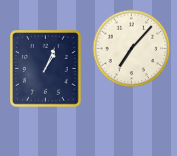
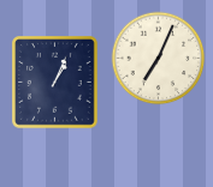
clock at (131, 48): 7:07 -> 7:04
